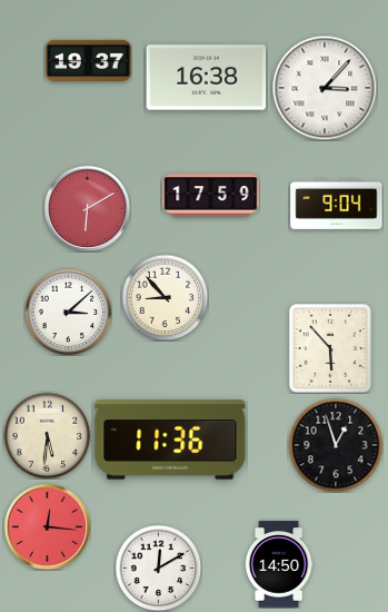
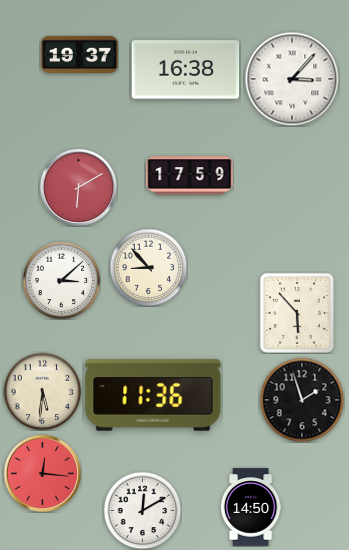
clock at (337, 204): 9:04 -> none
clock at (336, 445): 12:57 -> 1:57
